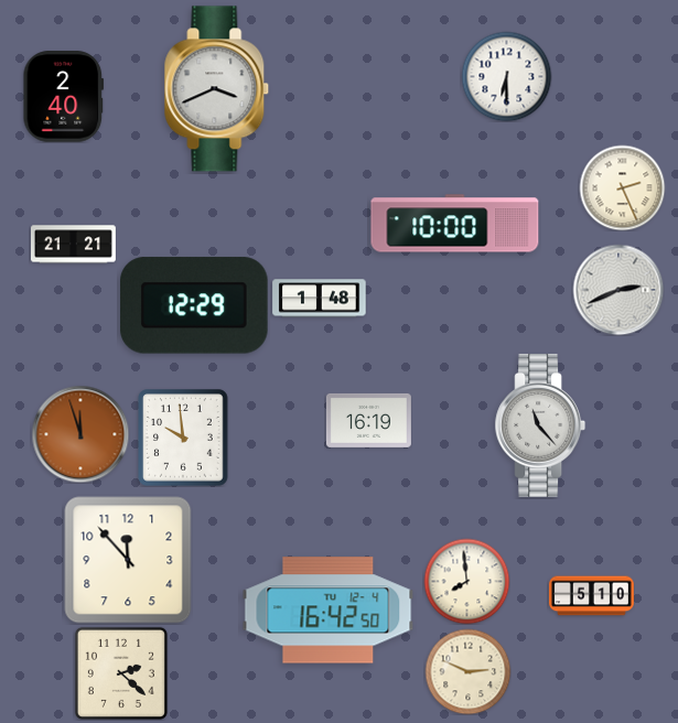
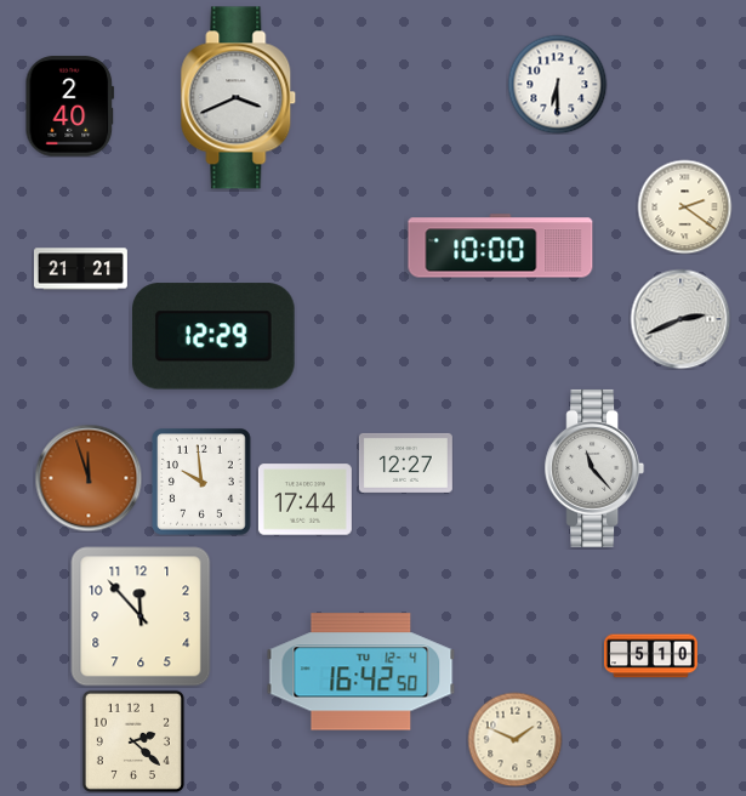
clock at (622, 187): 2:26 -> 2:21
clock at (320, 299): 1:48 -> none
clock at (368, 420): 16:19 -> 12:27
clock at (304, 500): none -> 17:44
clock at (466, 581): 7:59 -> none
clock at (467, 671): 2:49 -> 1:49
